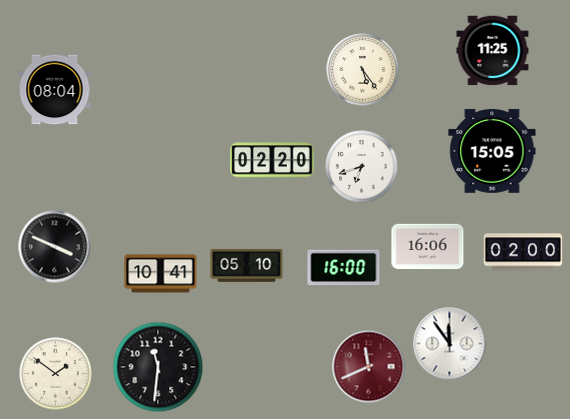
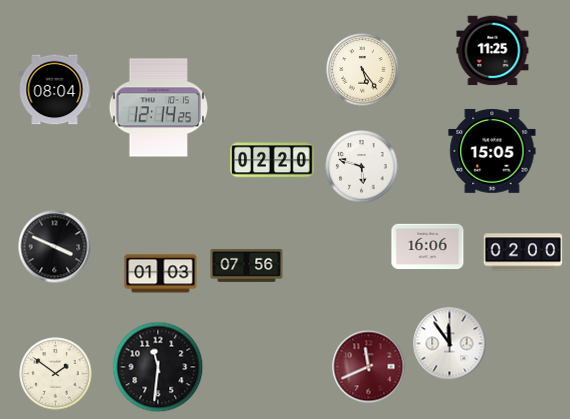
clock at (158, 108): none -> 12:14
clock at (362, 167): 6:42 -> 5:48
clock at (247, 265): 05:10 -> 07:56
clock at (344, 268): 16:00 -> none
clock at (161, 274): 10:41 -> 01:03
